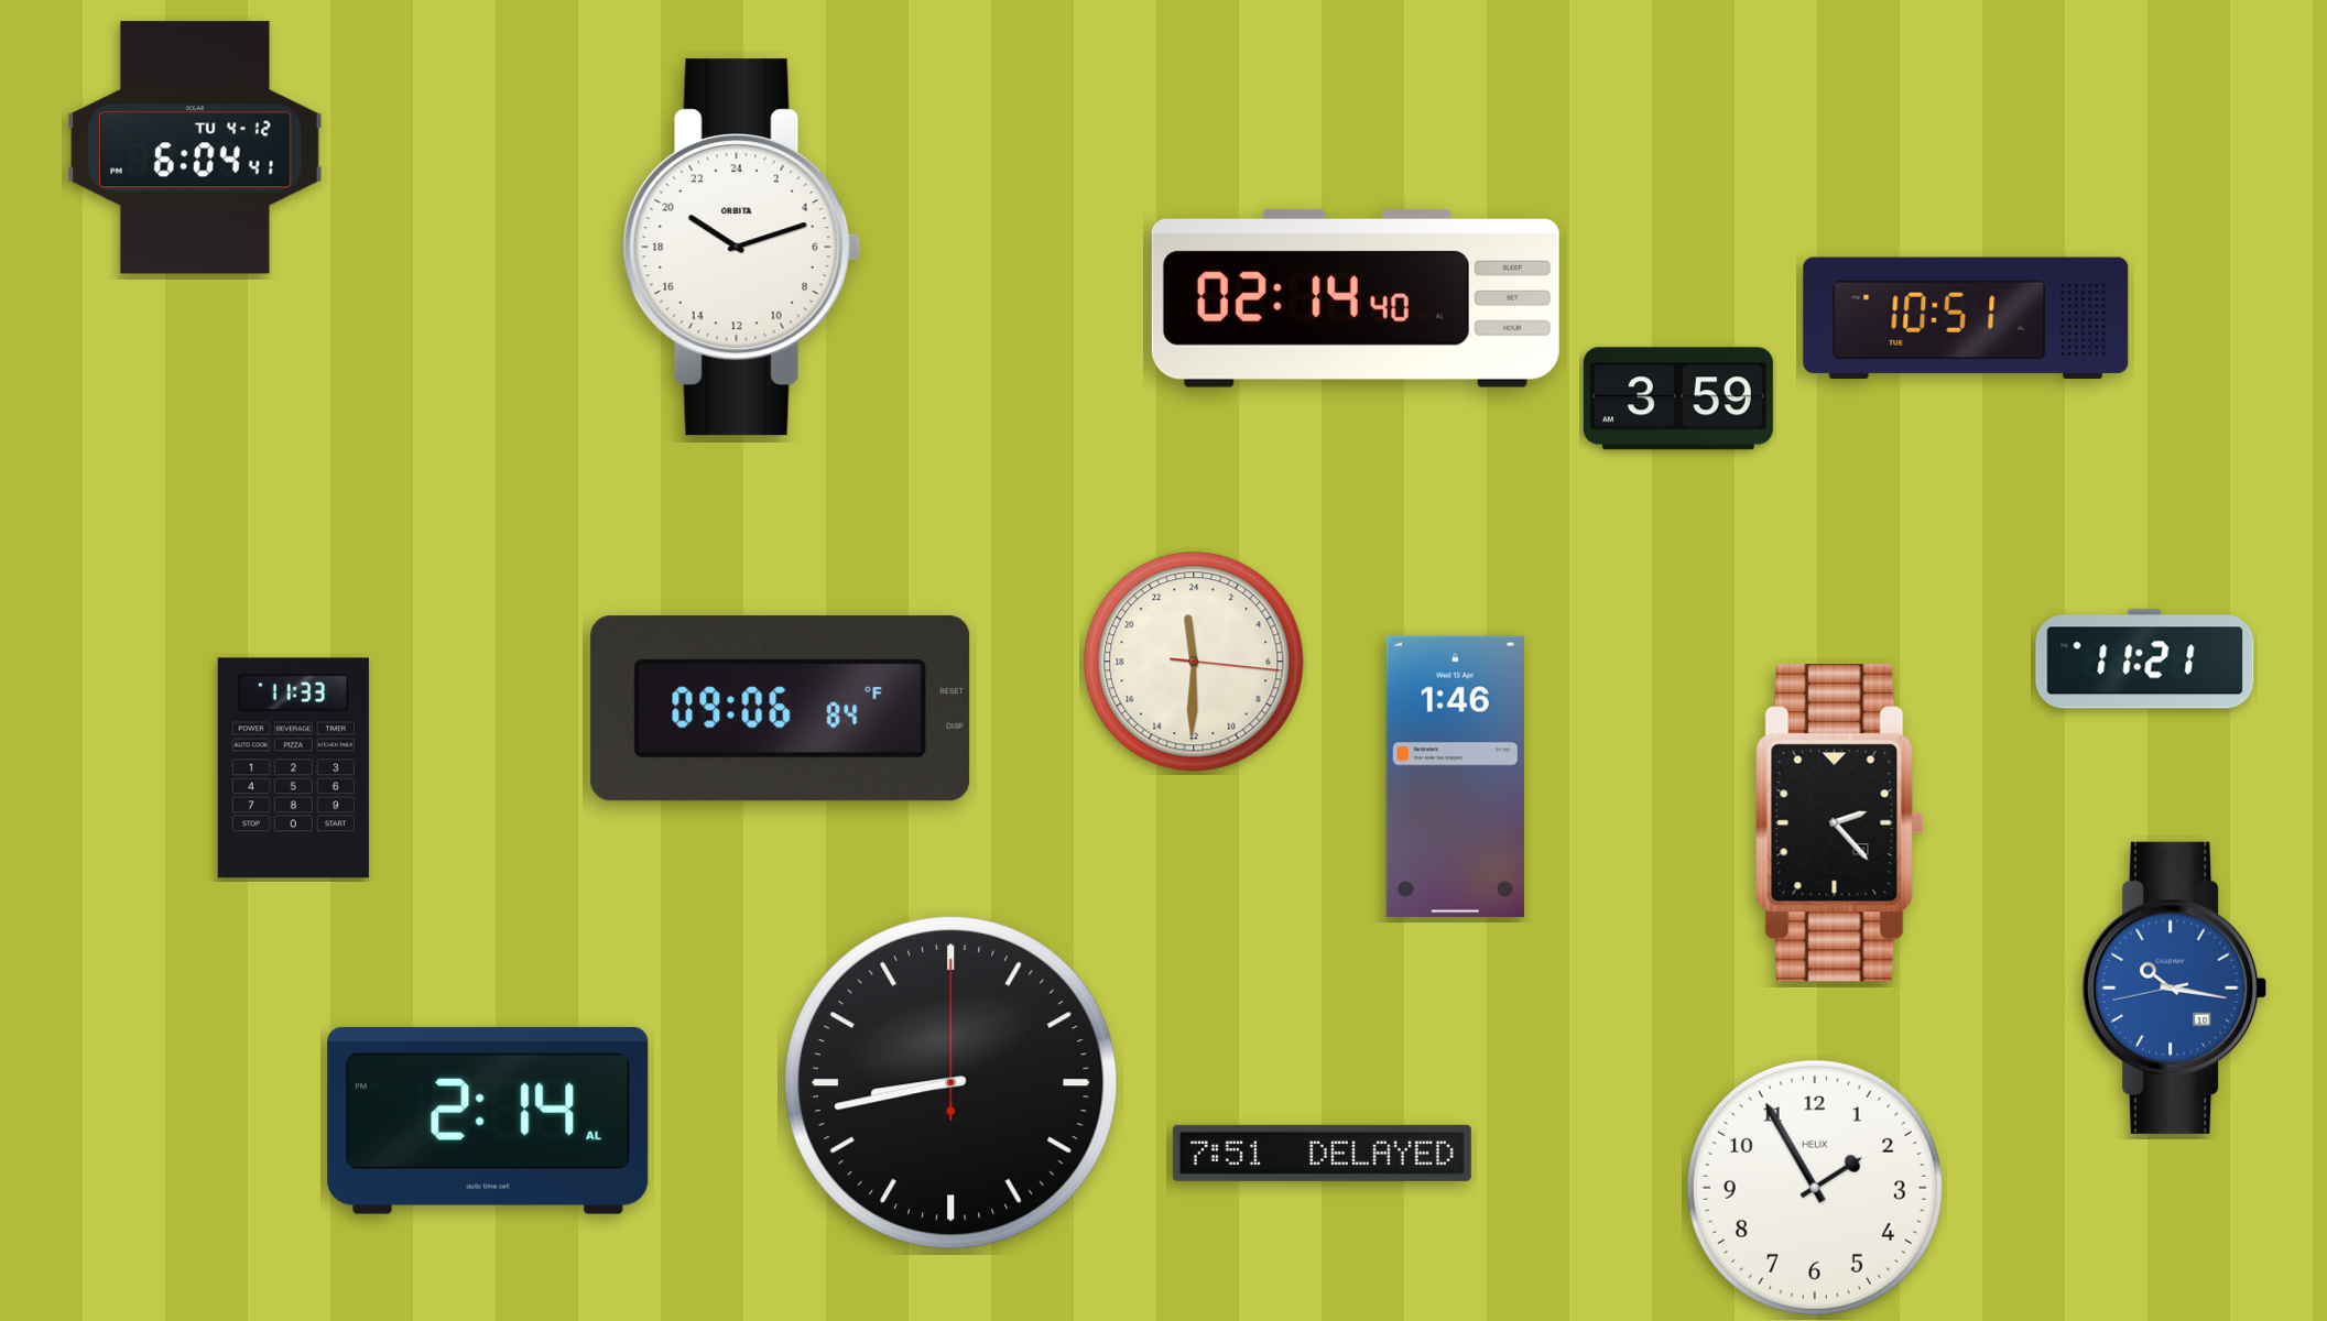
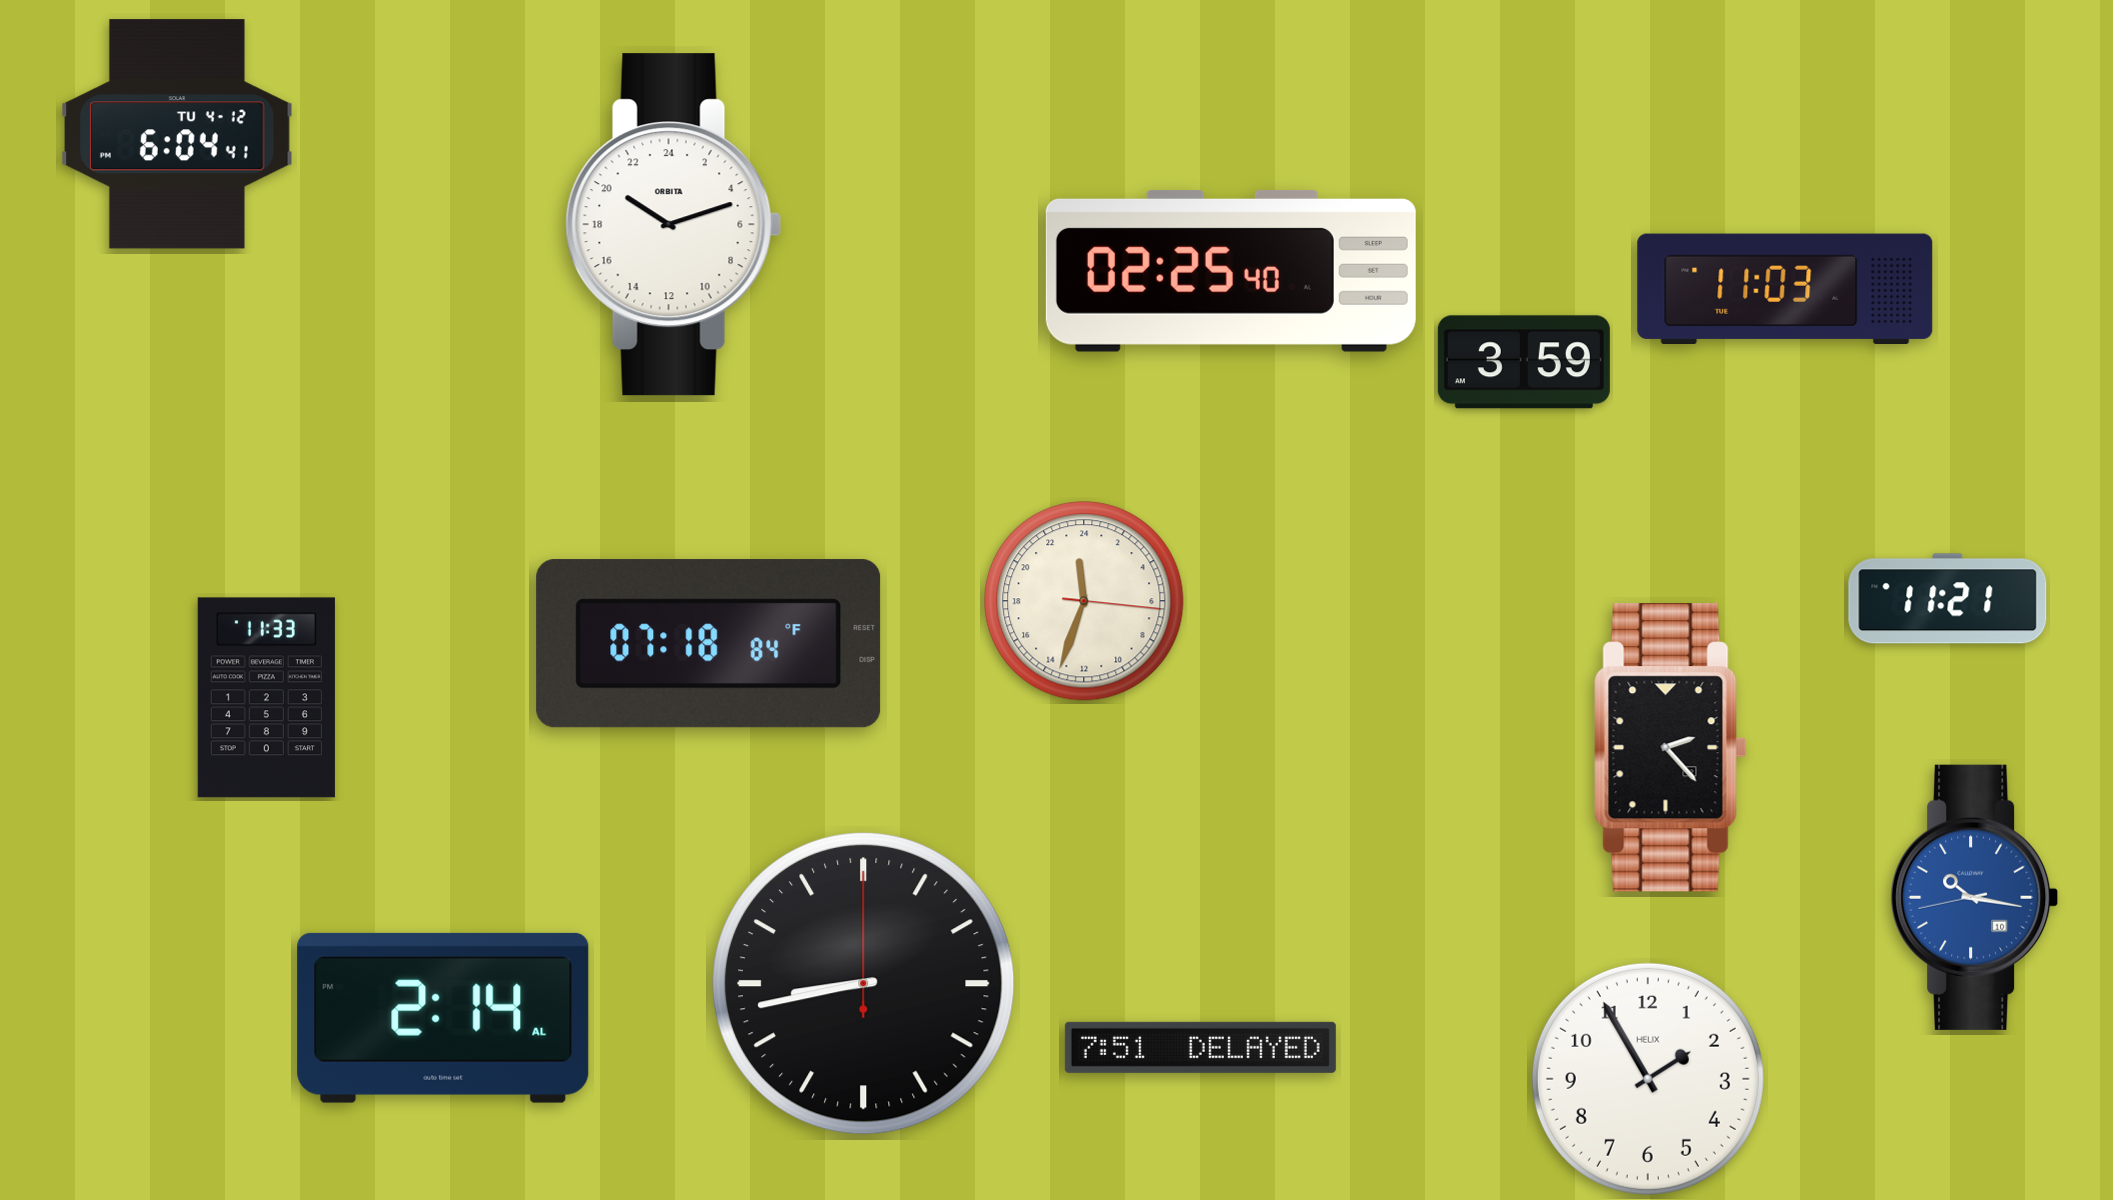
clock at (1356, 298): 02:14 -> 02:25
clock at (1966, 317): 10:51 -> 11:03
clock at (1194, 662): 23:30 -> 23:33
clock at (781, 709): 09:06 -> 07:18
clock at (1455, 777): 1:46 -> none
